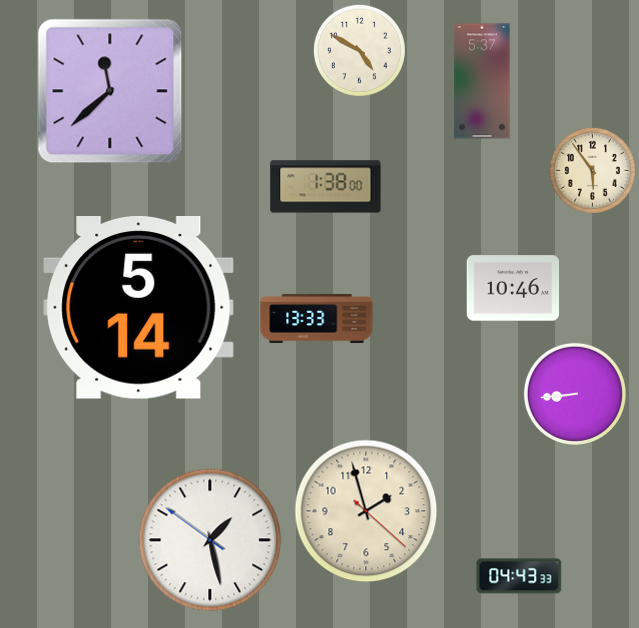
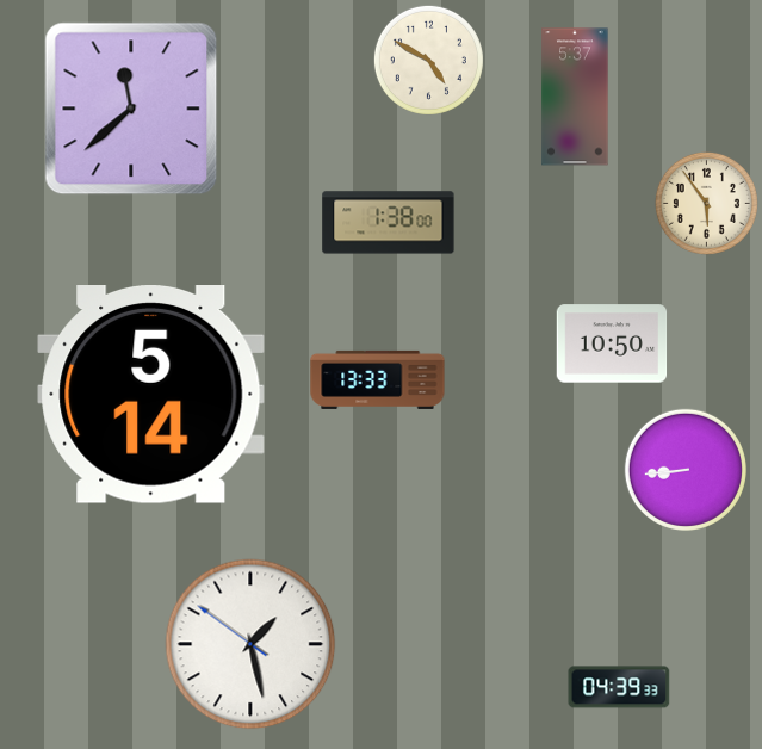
clock at (513, 288): 10:46 -> 10:50
clock at (139, 308) position: (139, 308) -> (151, 395)
clock at (366, 511): 1:57 -> none
clock at (519, 576): 04:43 -> 04:39
